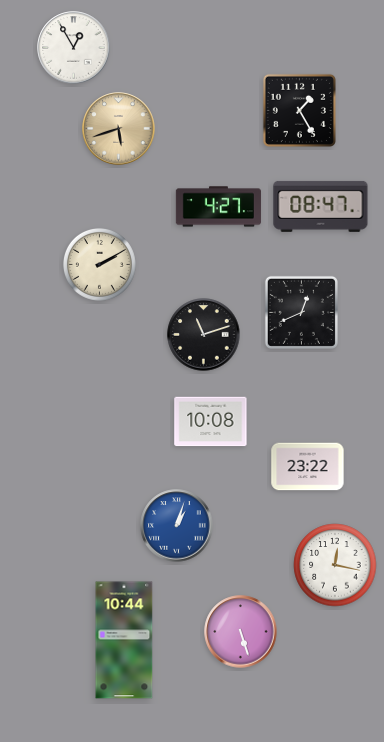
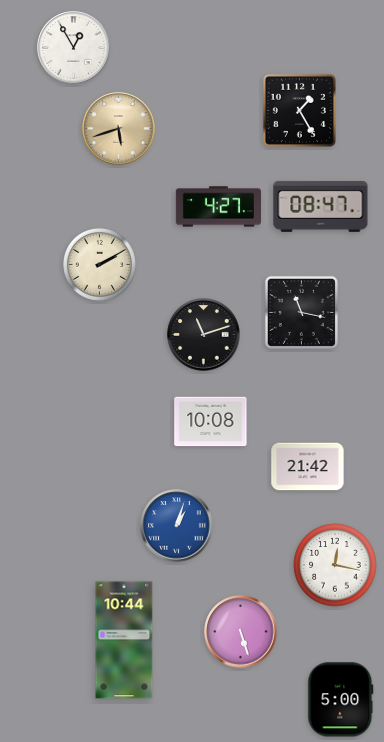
clock at (301, 312): 12:41 -> 11:17
clock at (308, 467): 23:22 -> 21:42
clock at (341, 700): none -> 5:00
